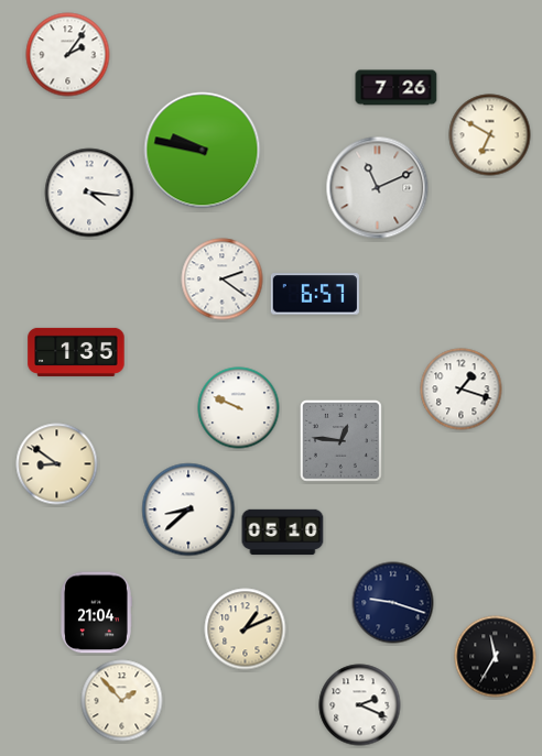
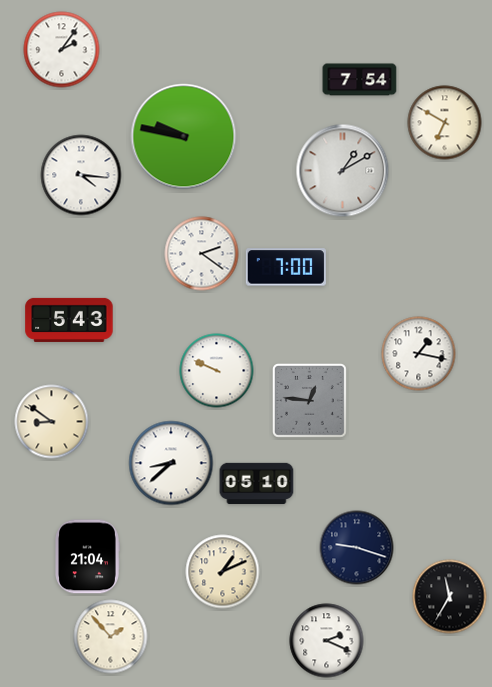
clock at (397, 88): 7:26 -> 7:54
clock at (378, 188): 11:11 -> 1:10
clock at (315, 294): 6:57 -> 7:00
clock at (76, 352): 1:35 -> 5:43
clock at (462, 390): 1:18 -> 1:17
